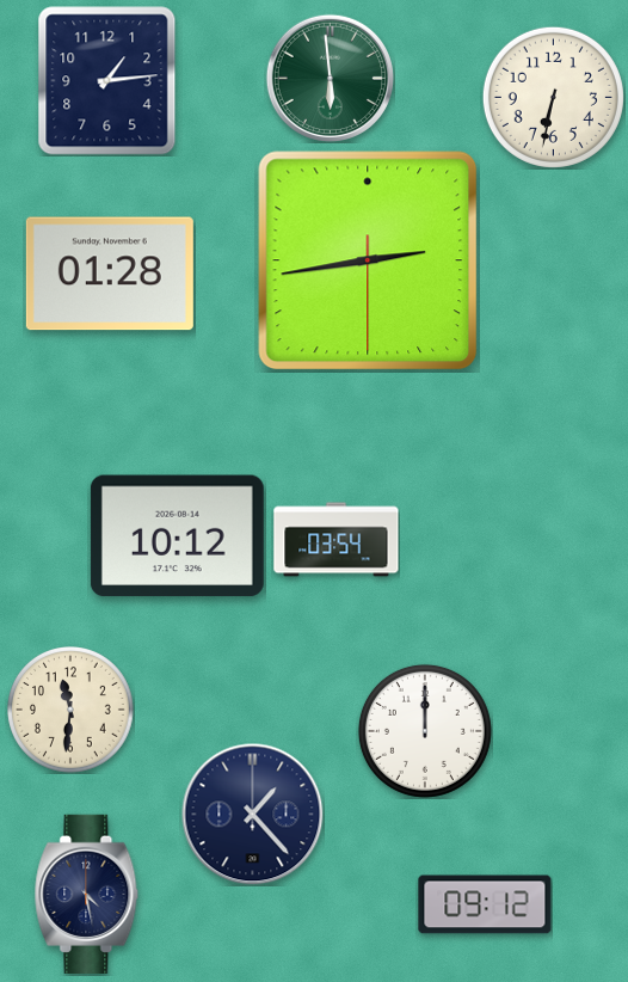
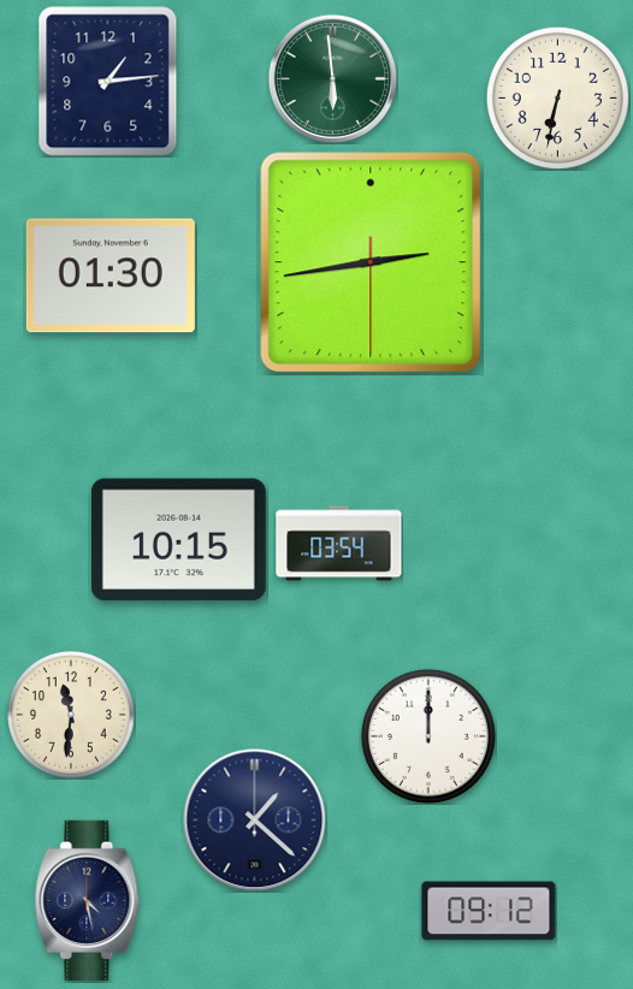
clock at (110, 274): 01:28 -> 01:30
clock at (177, 536): 10:12 -> 10:15
clock at (253, 815): 1:23 -> 1:22
